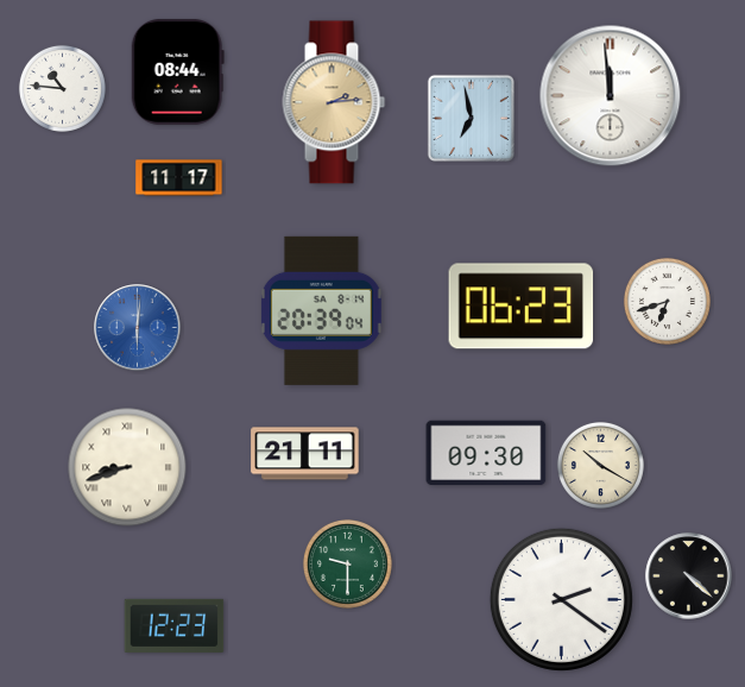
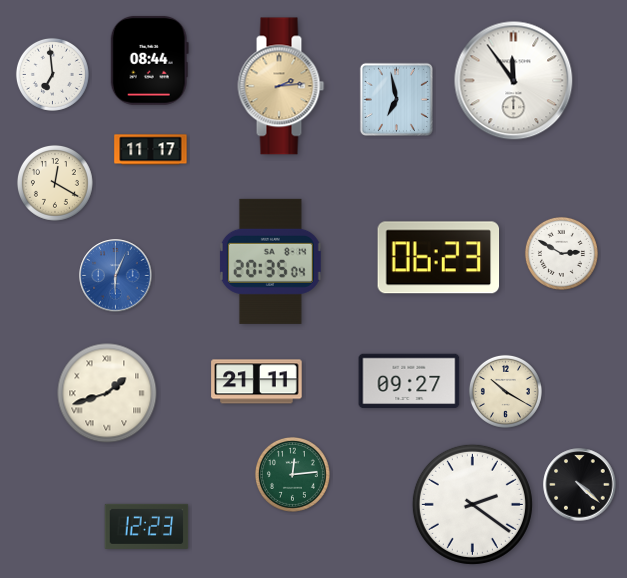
clock at (62, 88): 10:46 -> 6:59
clock at (611, 96): 11:59 -> 11:54
clock at (55, 183): none -> 12:20
clock at (667, 301): 6:42 -> 2:50
clock at (321, 310): 20:39 -> 20:35
clock at (138, 328): 6:01 -> 6:04
clock at (486, 453): 09:30 -> 09:27
clock at (127, 467): 8:42 -> 1:42
clock at (347, 563): 9:30 -> 12:14
